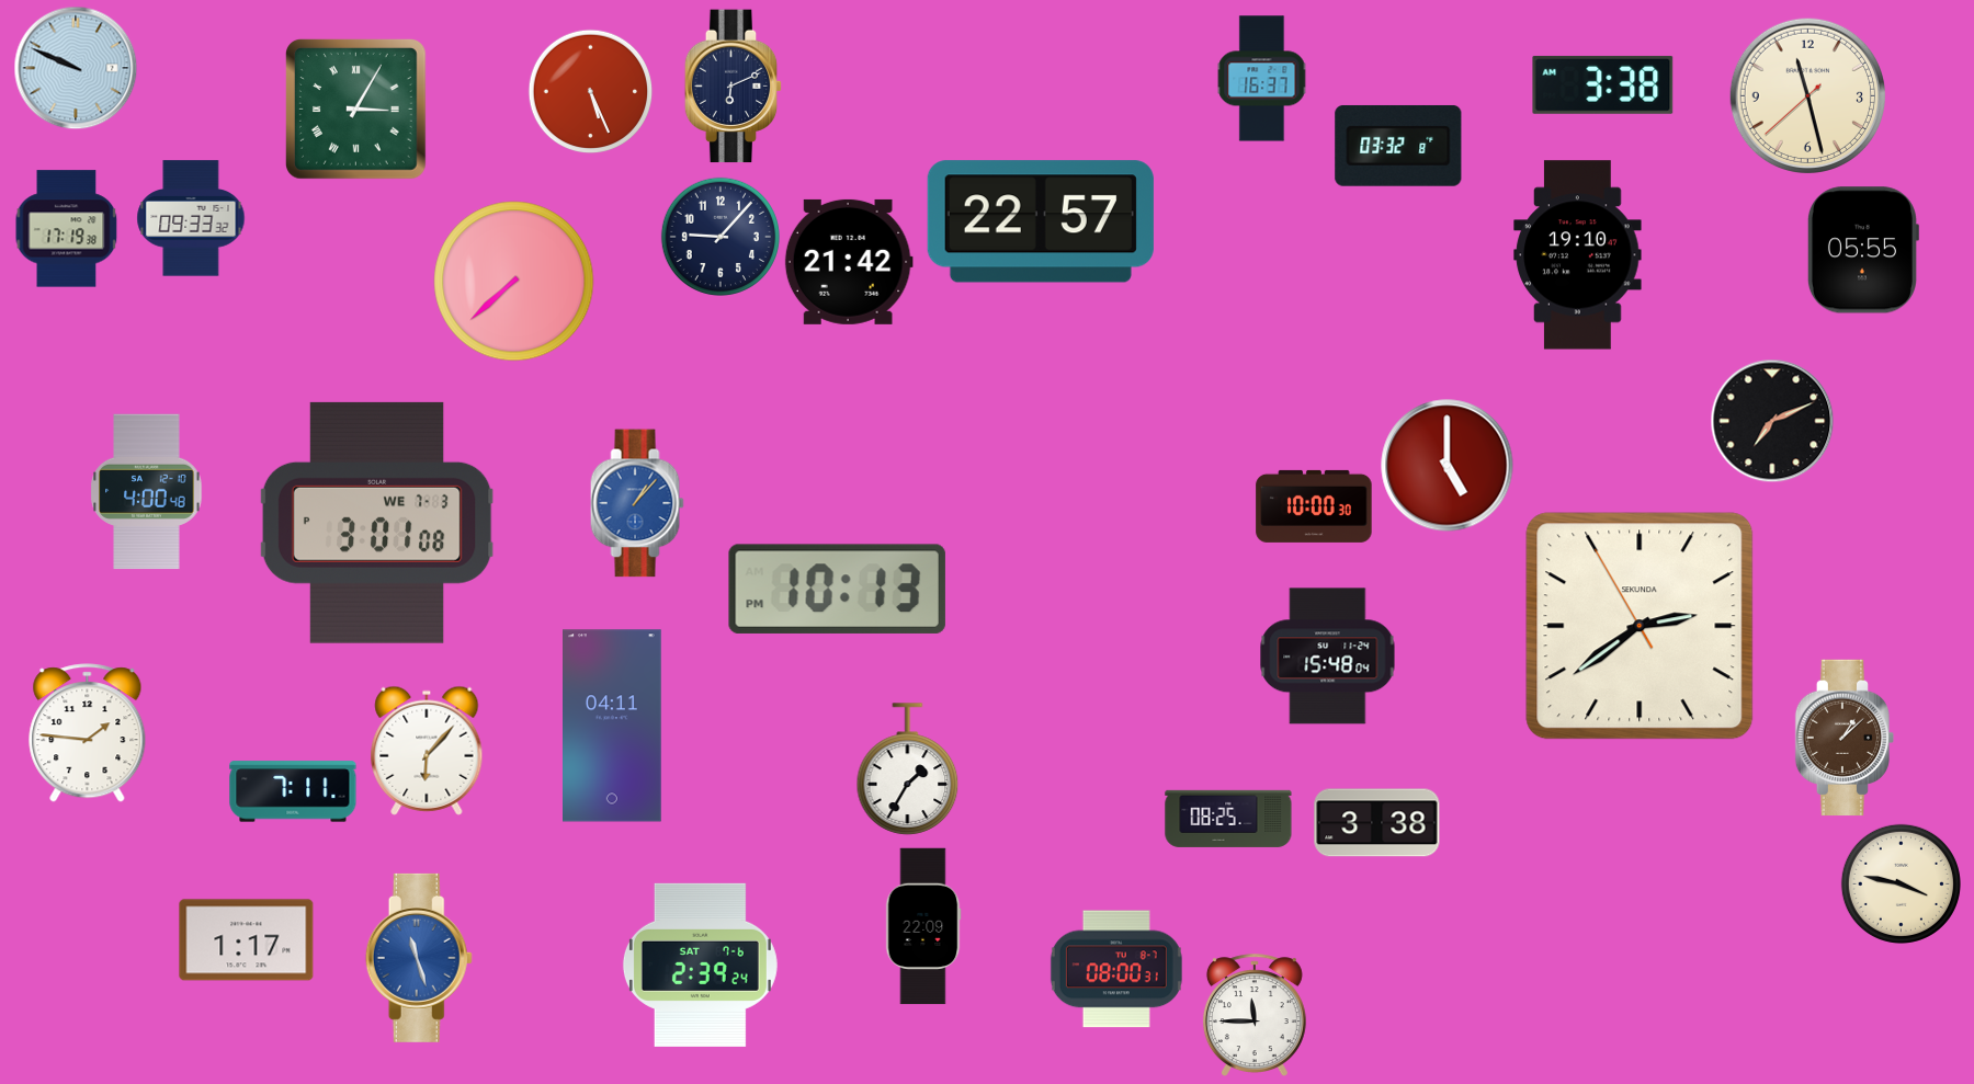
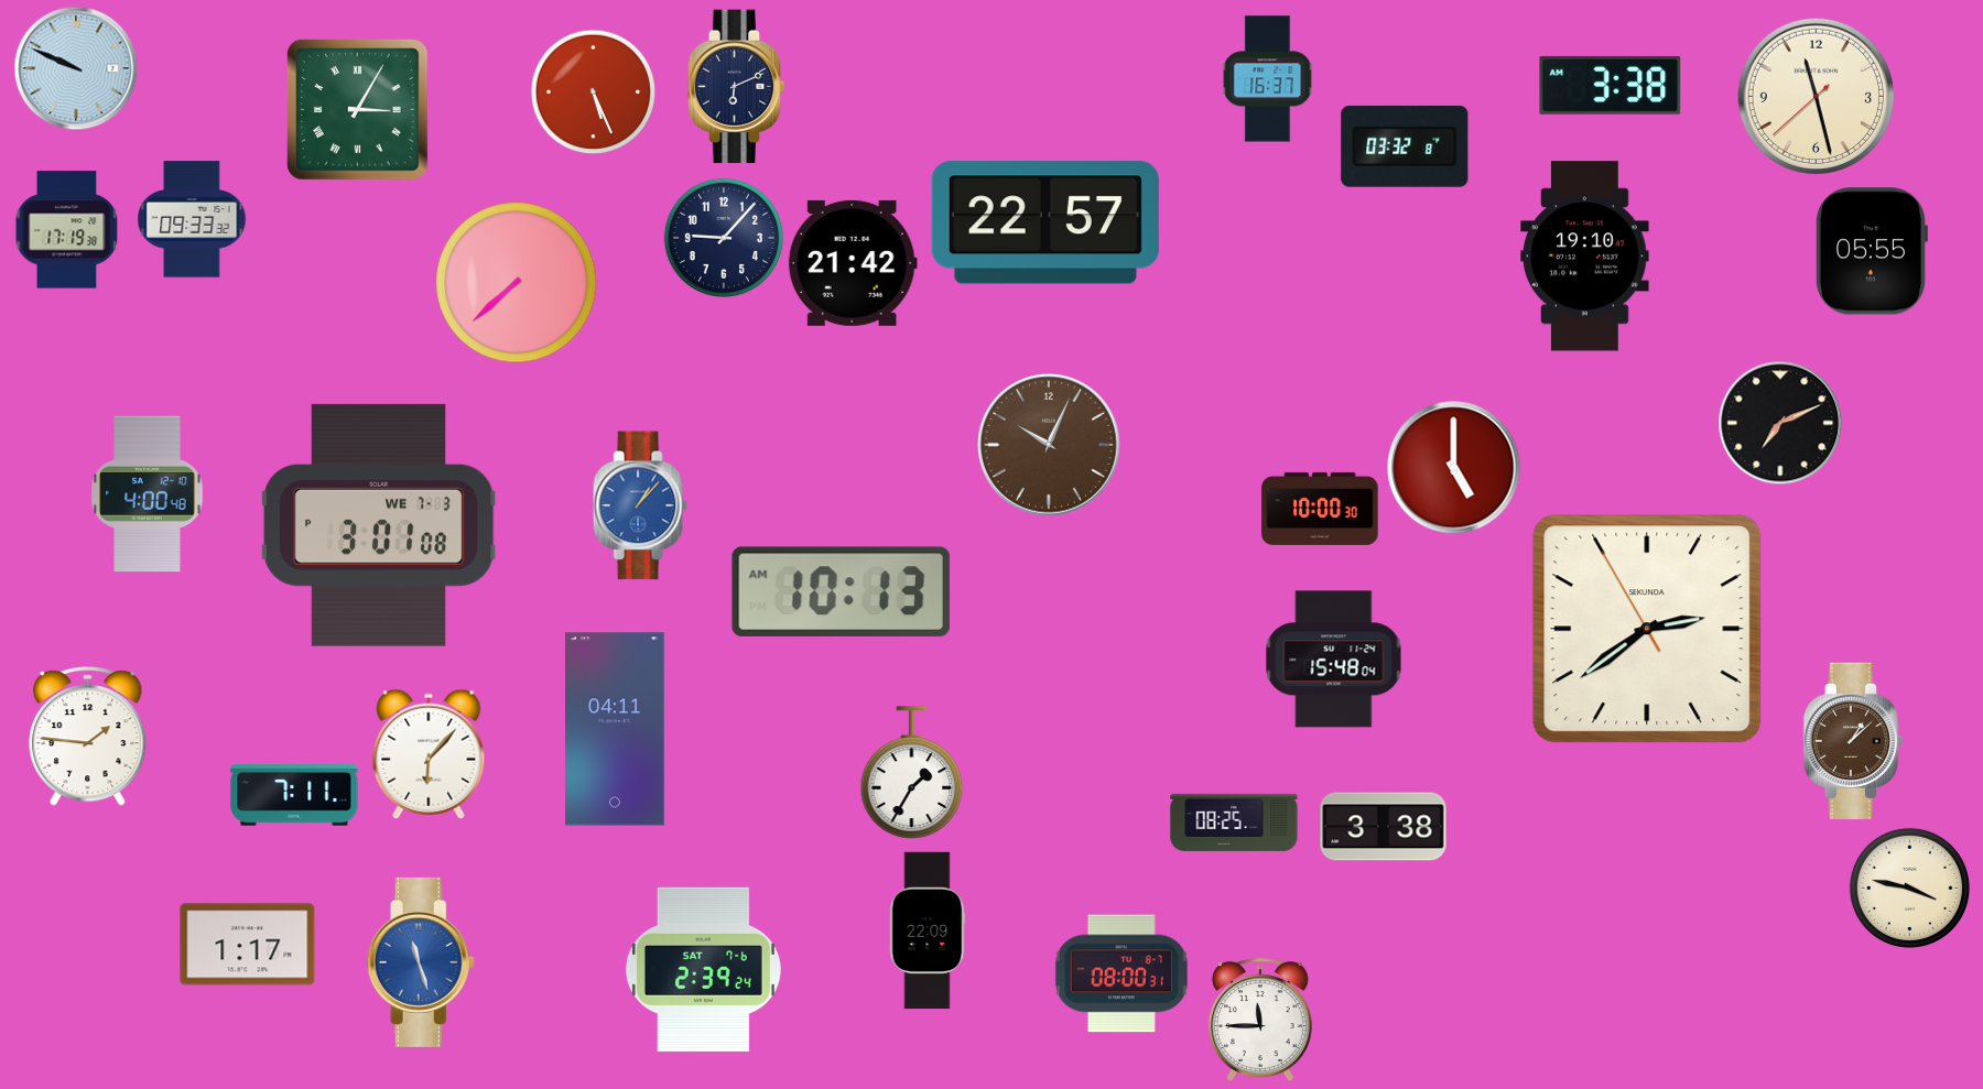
clock at (1049, 445): none -> 10:04
clock at (837, 589): 10:13 PM -> 10:13 AM
